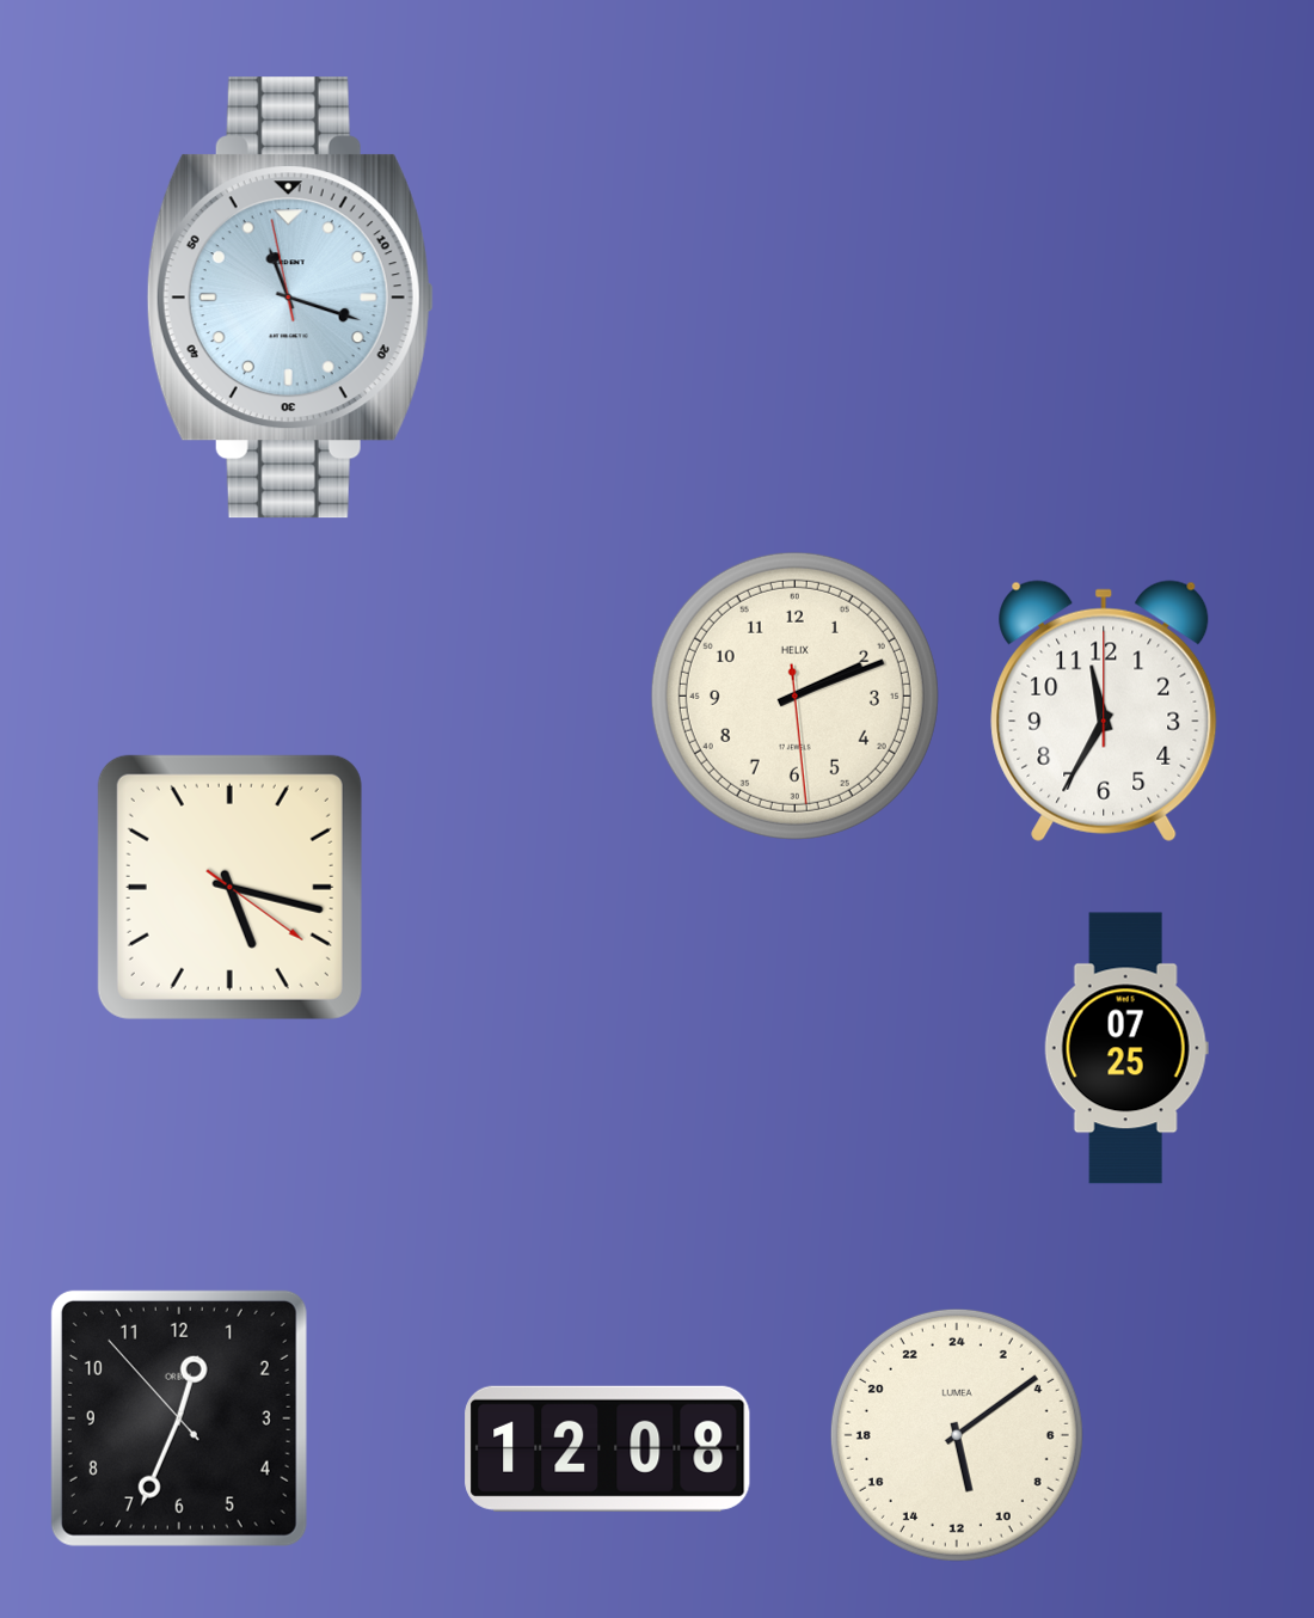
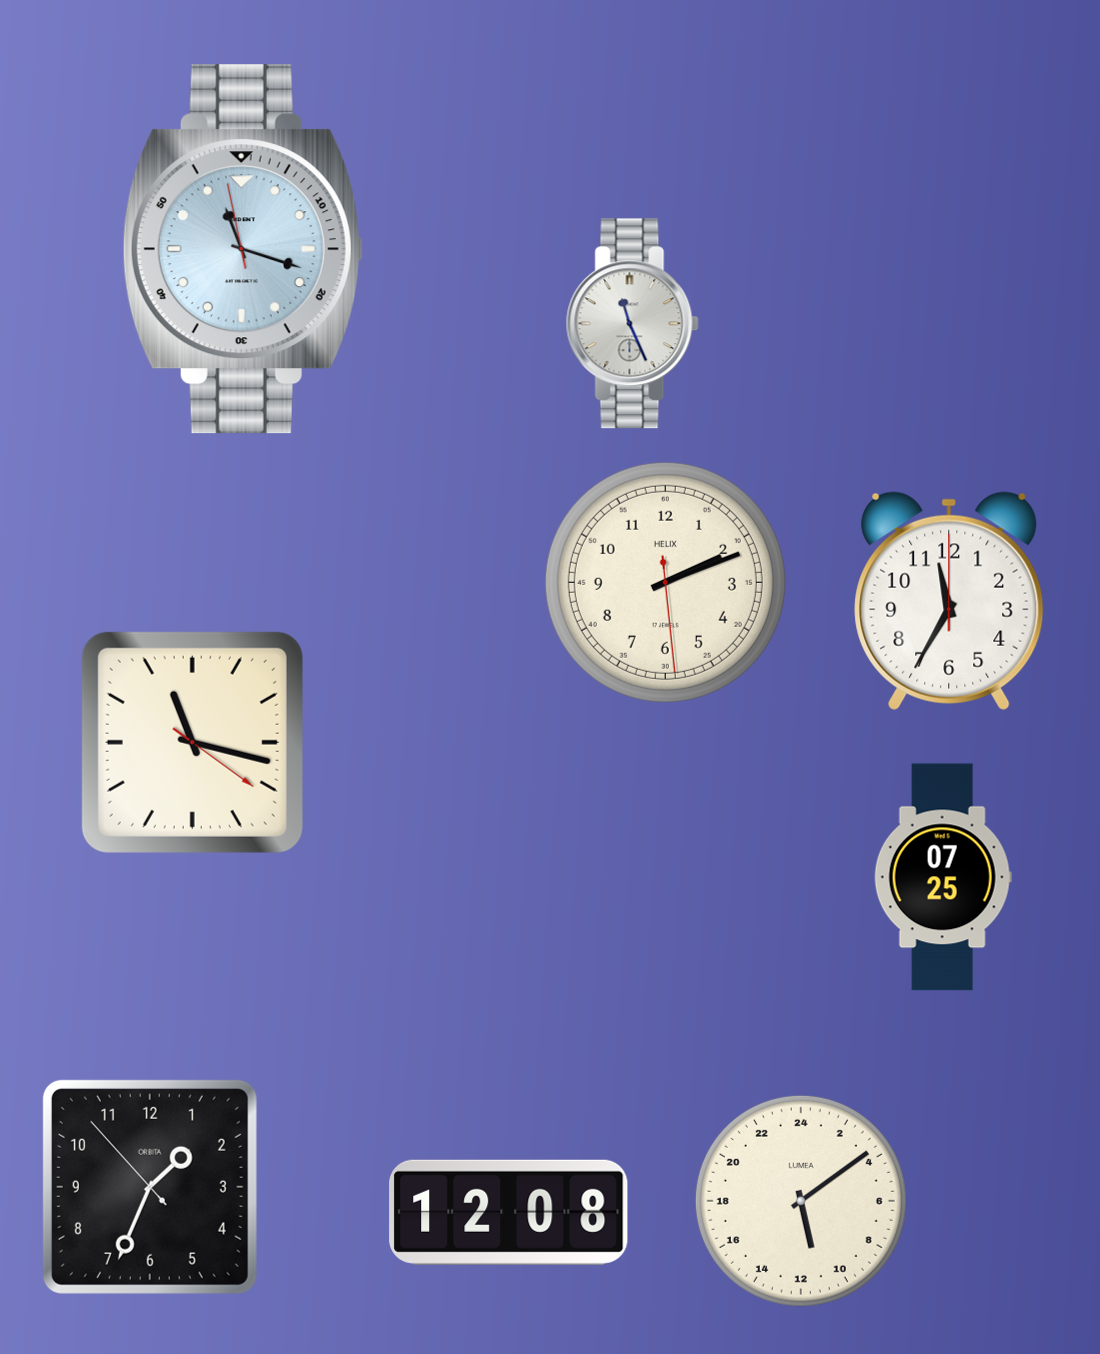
clock at (632, 324): none -> 11:26
clock at (1104, 711) position: (1104, 711) -> (949, 601)
clock at (229, 887): 5:17 -> 11:17
clock at (179, 1418): 12:33 -> 1:33
